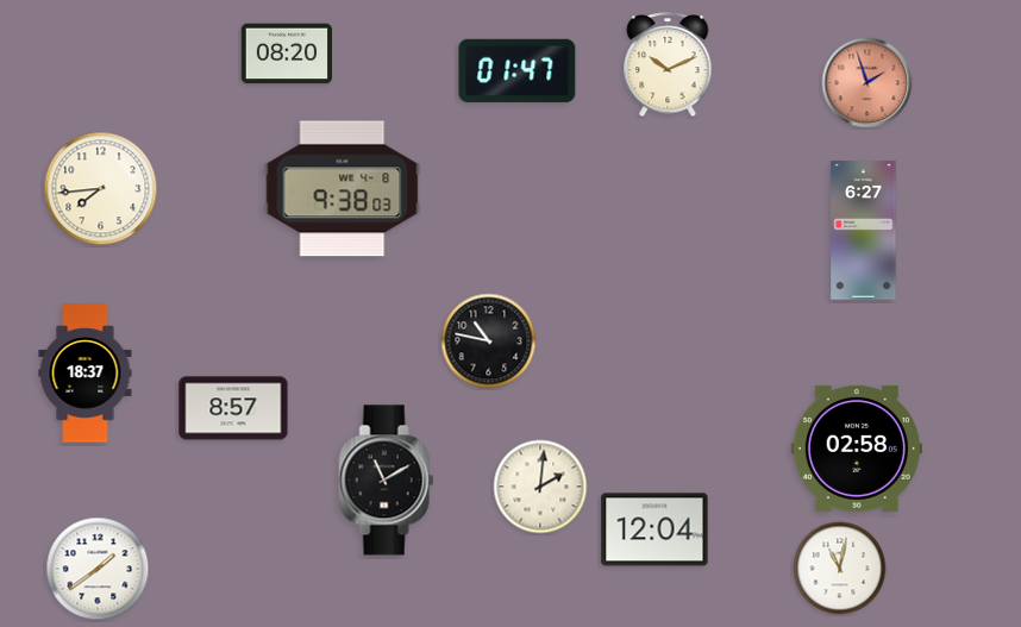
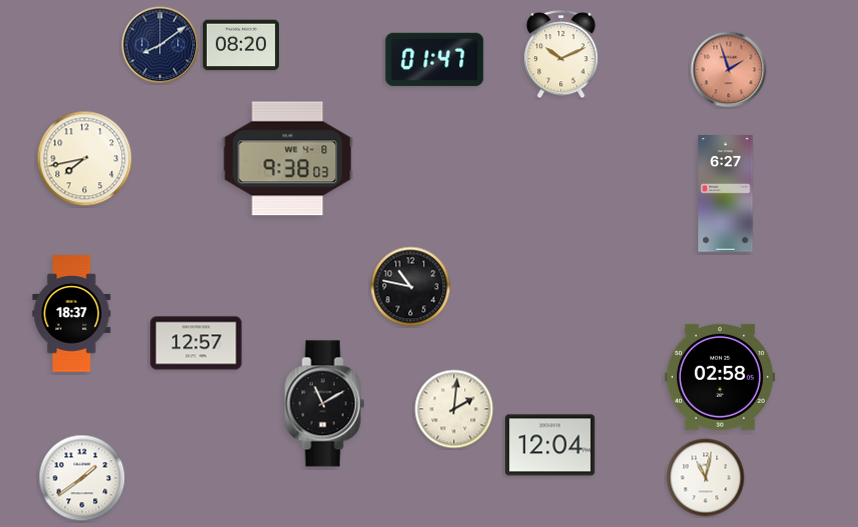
clock at (160, 45): none -> 8:09
clock at (101, 189): 7:44 -> 7:43
clock at (233, 408): 8:57 -> 12:57
